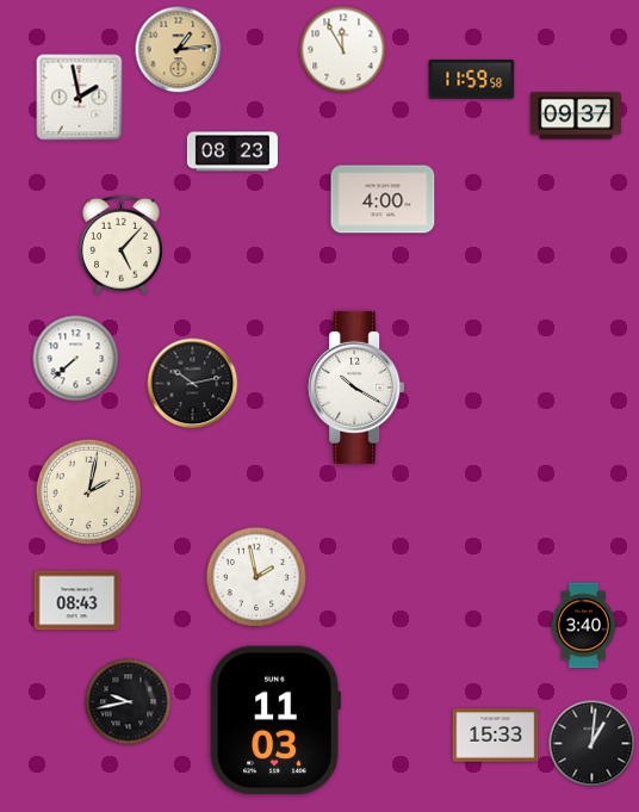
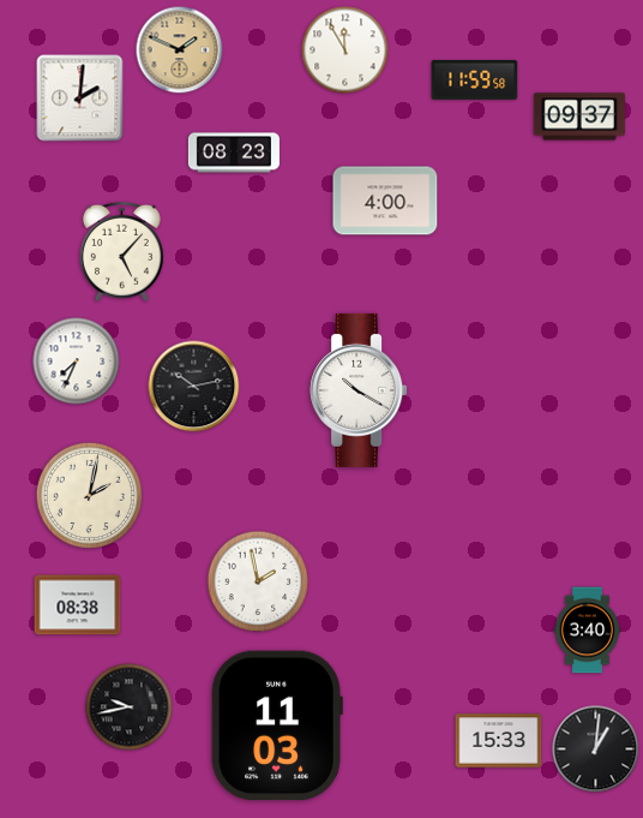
clock at (179, 50): 1:14 -> 1:49
clock at (80, 98): 1:58 -> 2:01
clock at (120, 244) position: (120, 244) -> (121, 251)
clock at (76, 359): 7:38 -> 7:34
clock at (77, 601): 08:43 -> 08:38
